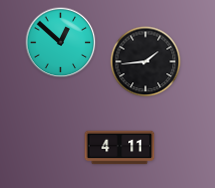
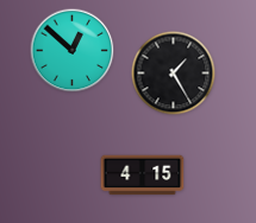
clock at (146, 62): 1:44 -> 1:25
clock at (120, 148): 4:11 -> 4:15
